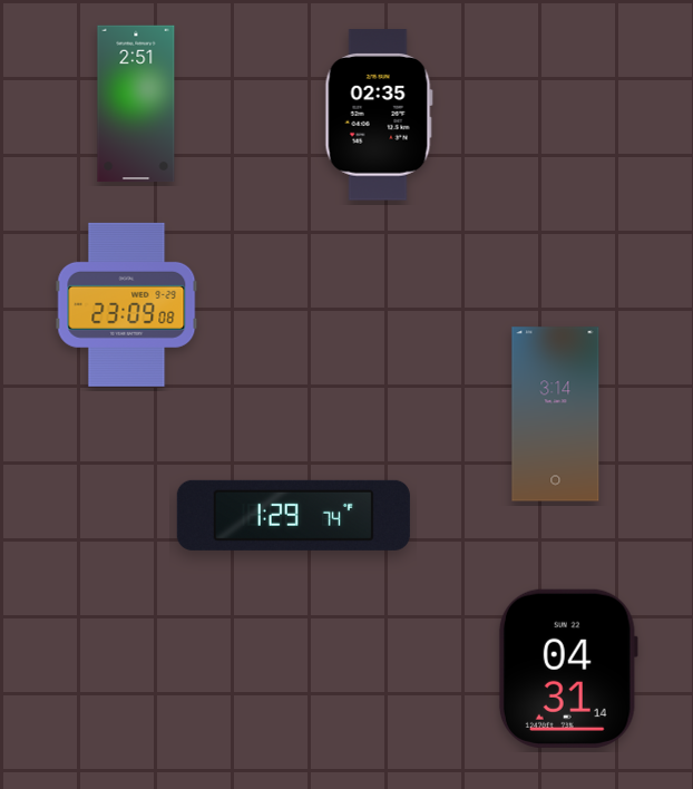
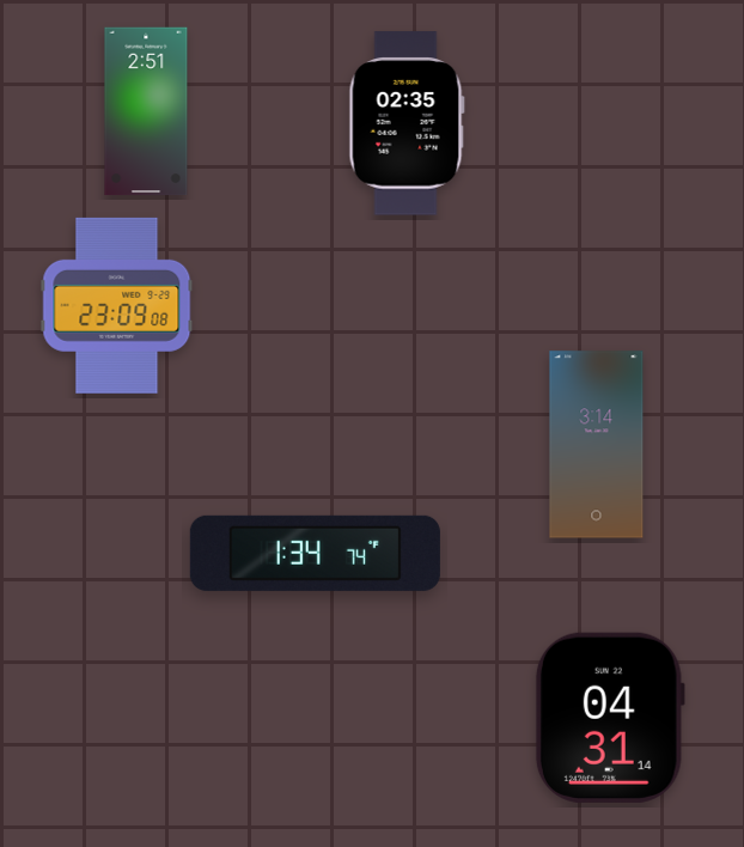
clock at (127, 304) position: (127, 304) -> (117, 305)
clock at (293, 515): 1:29 -> 1:34
